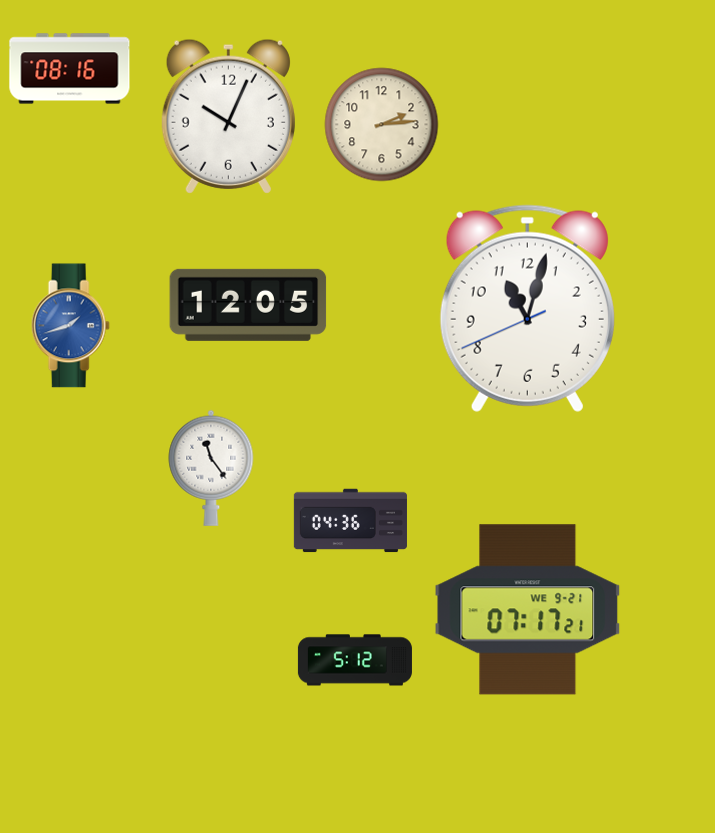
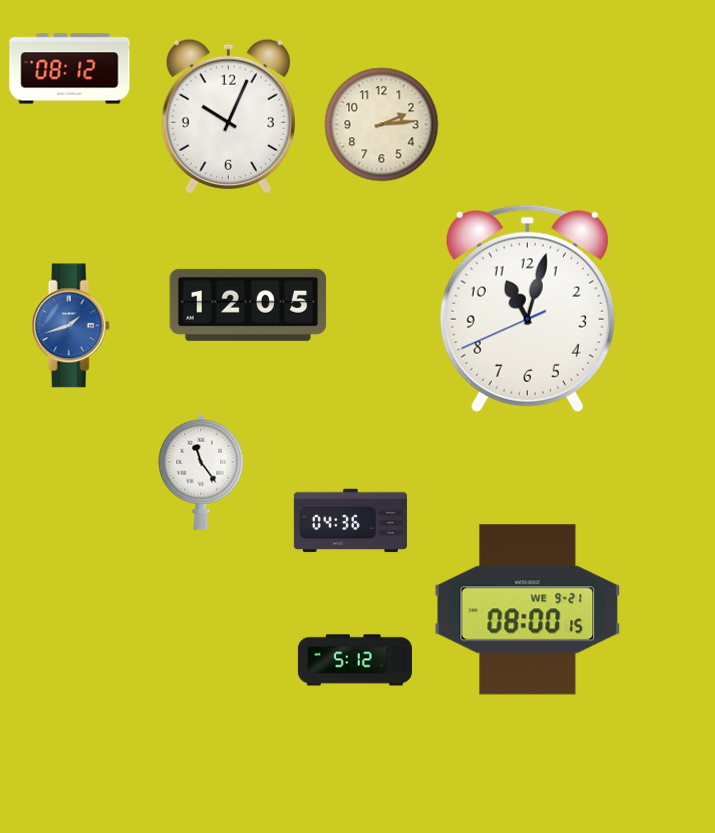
clock at (70, 69): 08:16 -> 08:12
clock at (211, 468) position: (211, 468) -> (201, 472)
clock at (528, 610): 07:17 -> 08:00
